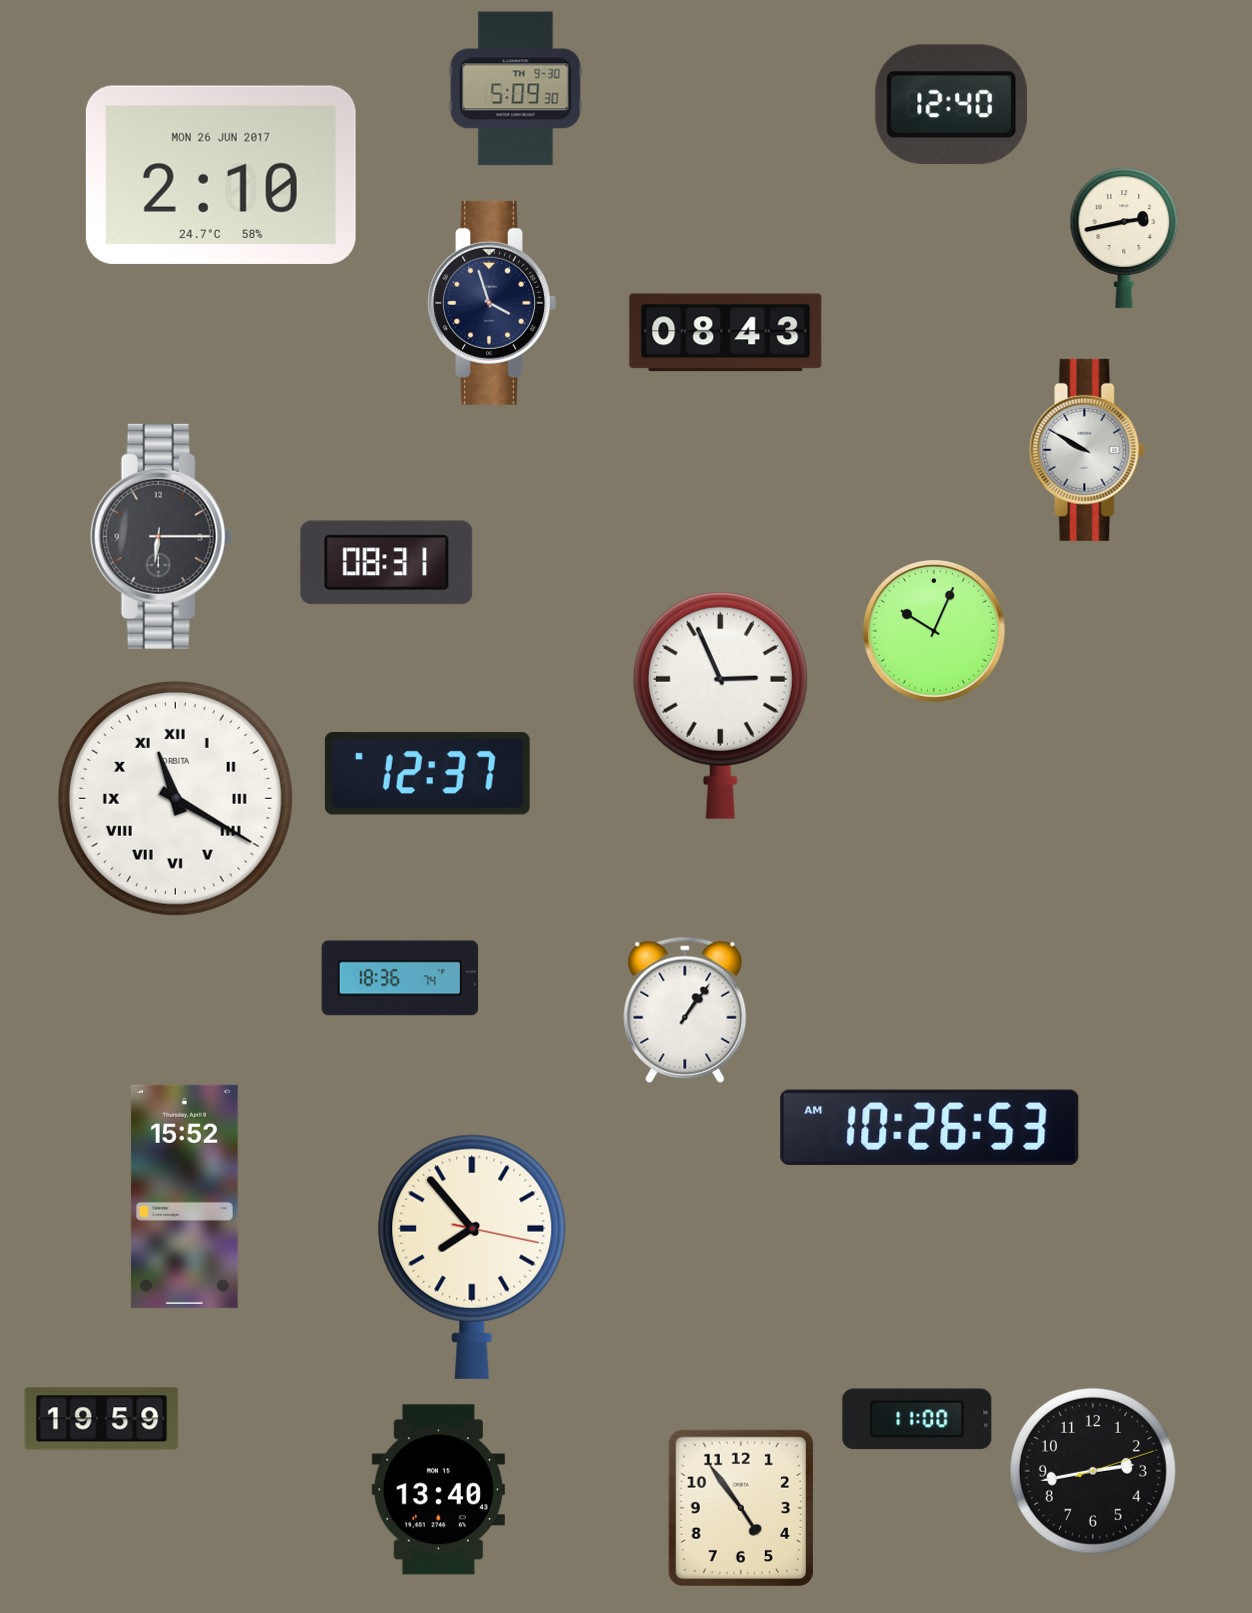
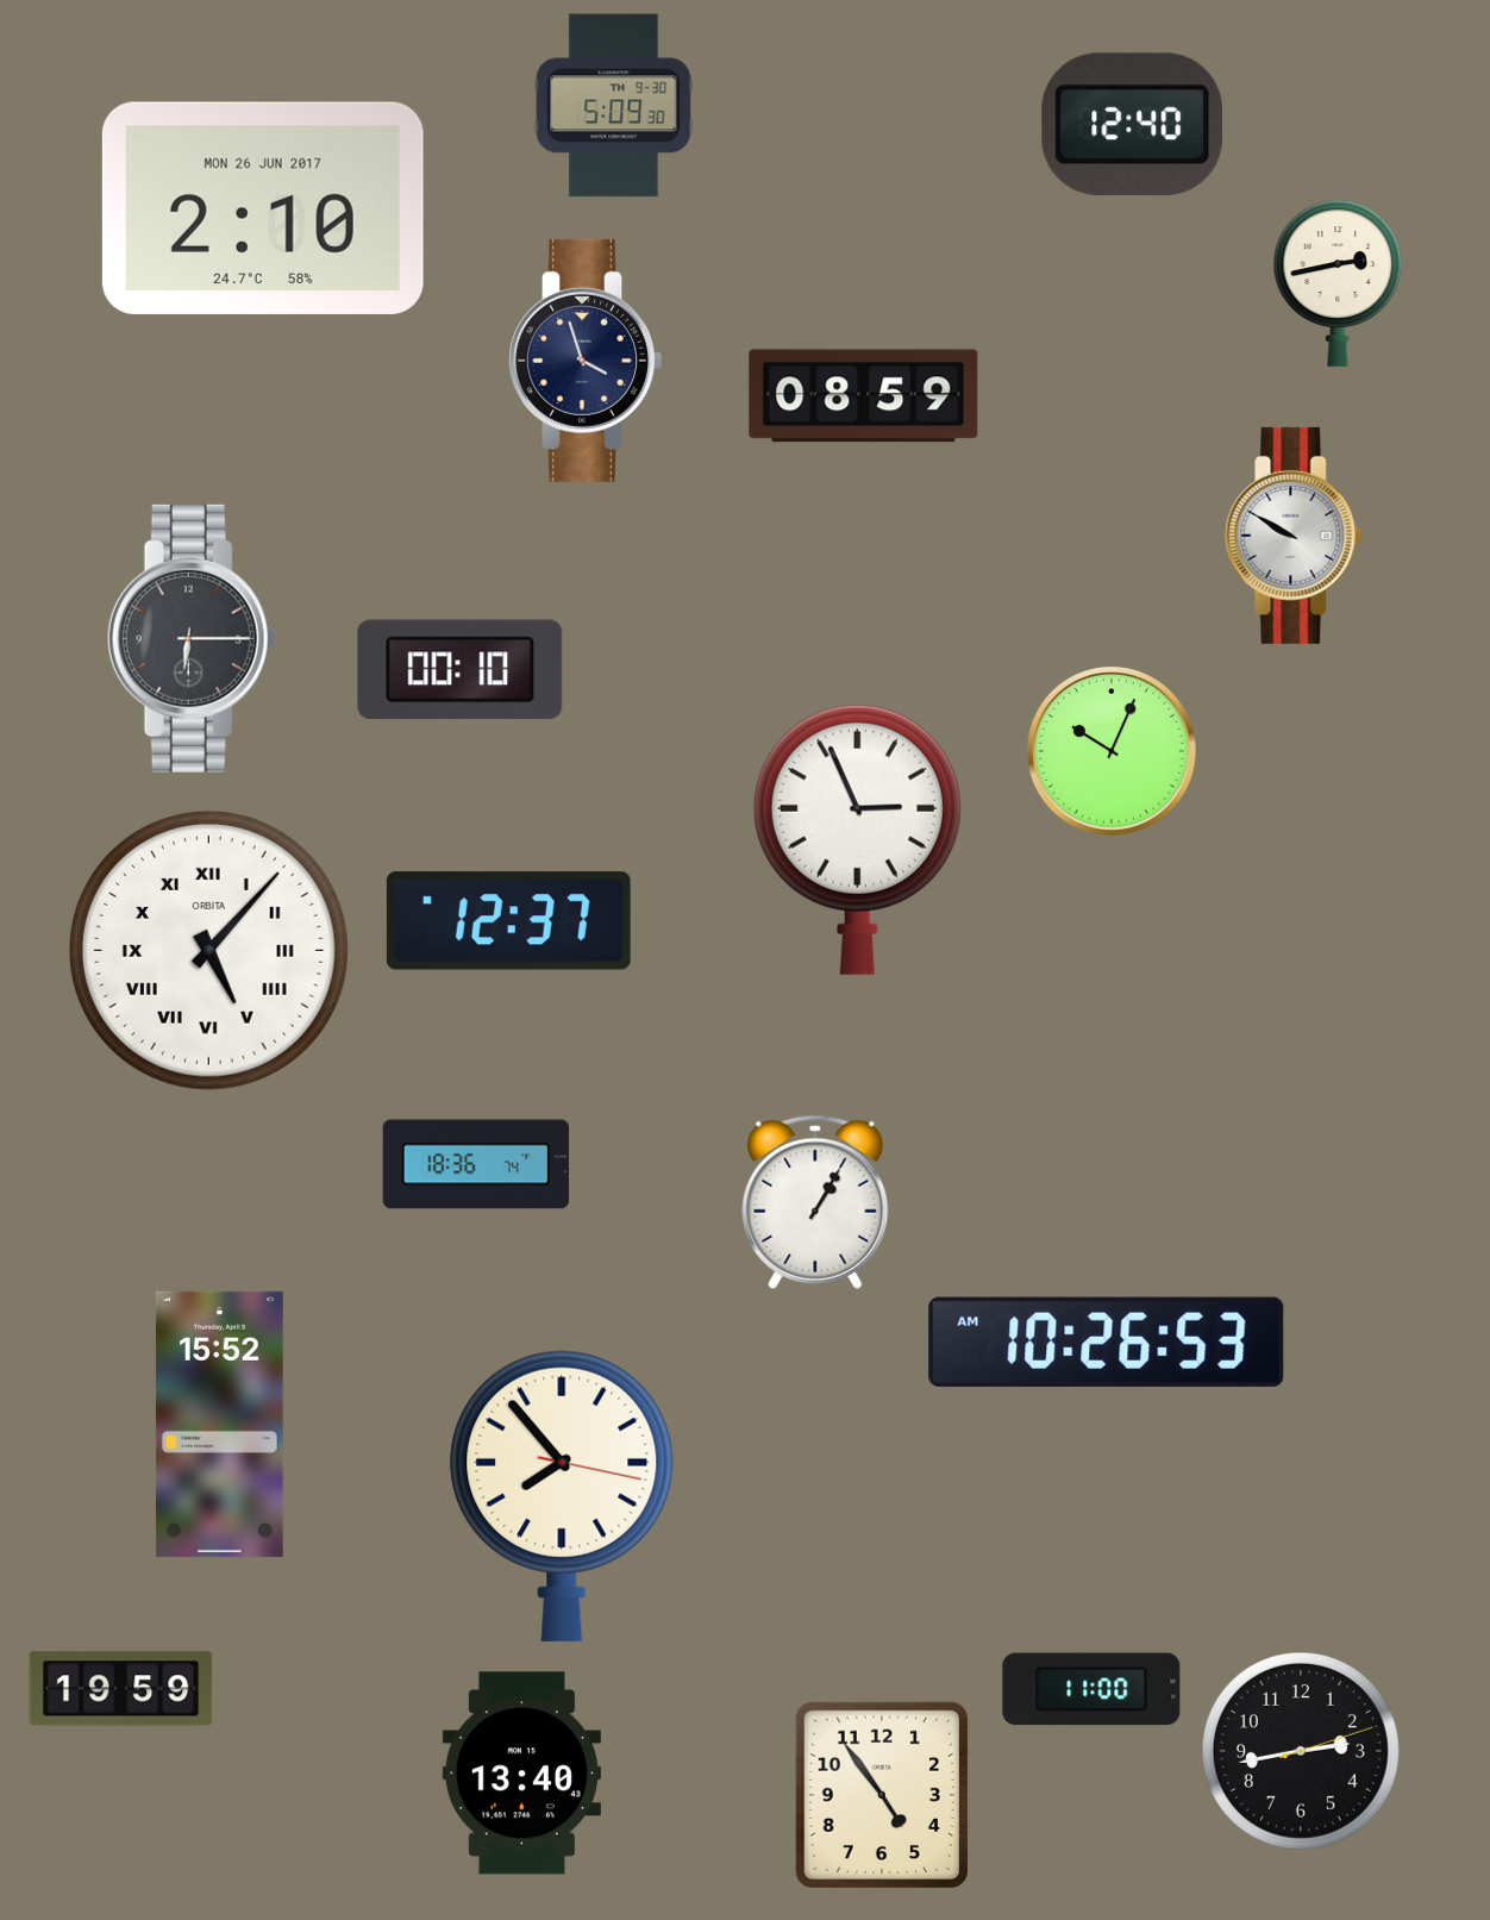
clock at (726, 333): 08:43 -> 08:59
clock at (387, 563): 08:31 -> 00:10
clock at (175, 798): 11:20 -> 5:07
clock at (685, 1010): 1:06 -> 1:05
